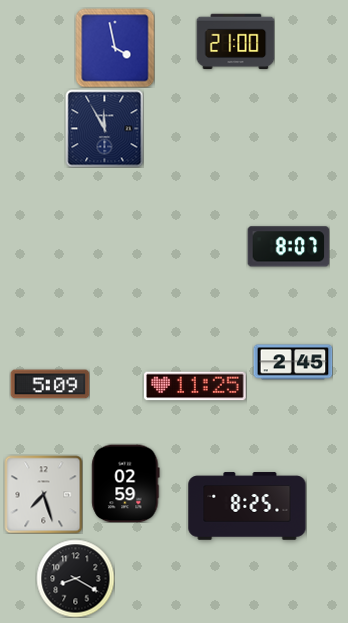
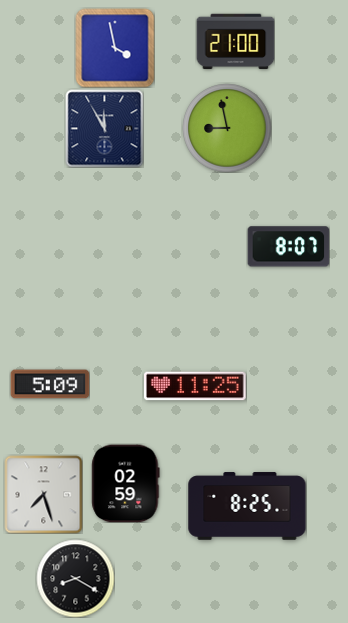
clock at (227, 128): none -> 8:58
clock at (293, 362): 2:45 -> none
